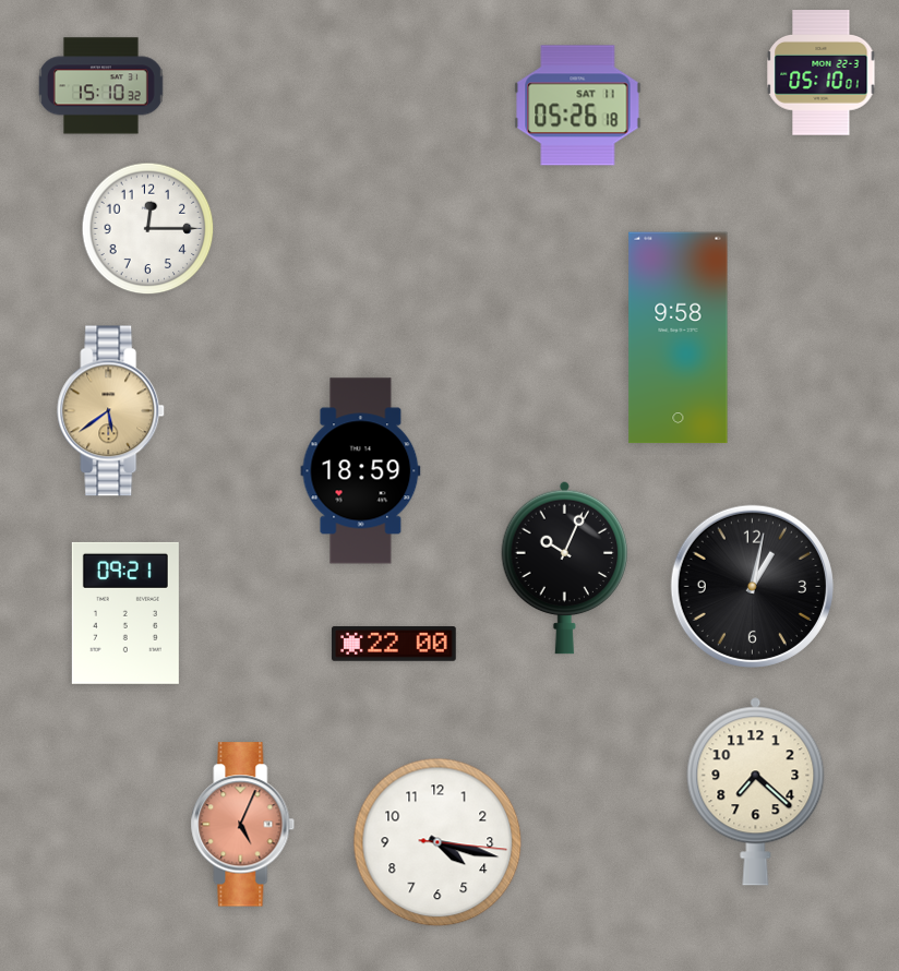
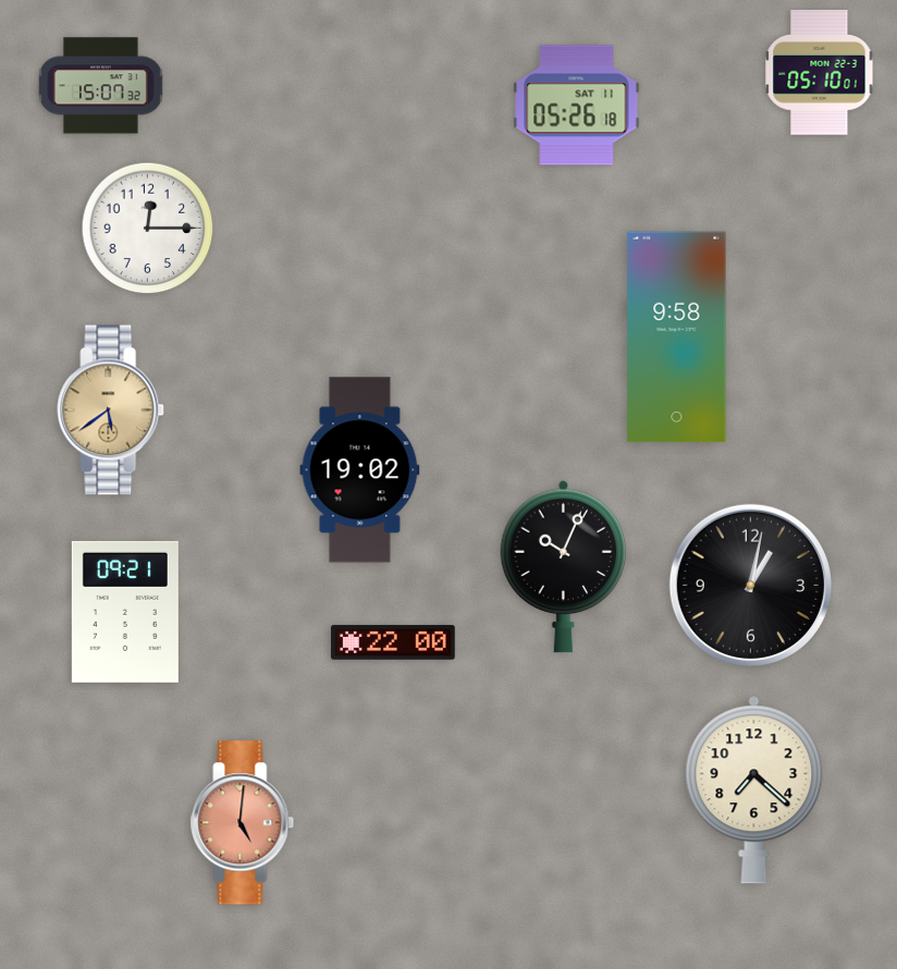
clock at (100, 86): 15:10 -> 15:07
clock at (361, 471): 18:59 -> 19:02
clock at (243, 825): 5:04 -> 5:01
clock at (437, 842): 4:17 -> none
